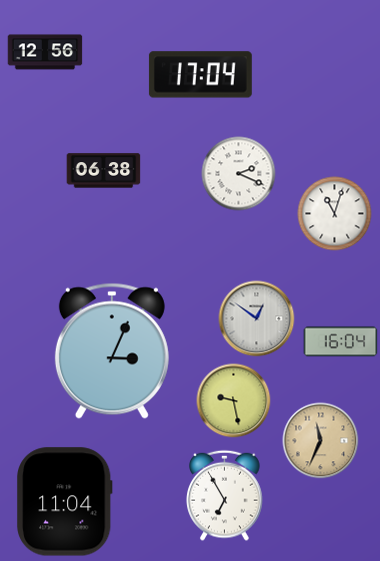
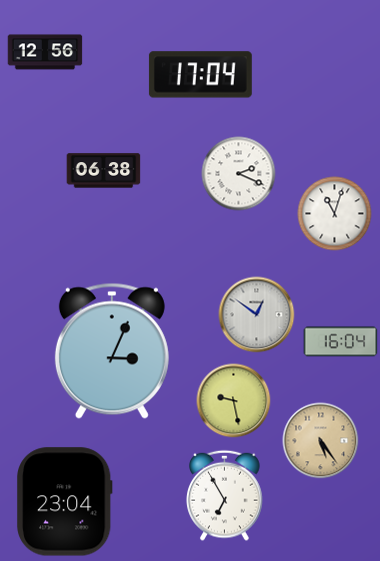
clock at (257, 319) position: (257, 319) -> (257, 315)
clock at (321, 441): 11:34 -> 5:24
clock at (64, 502): 11:04 -> 23:04
